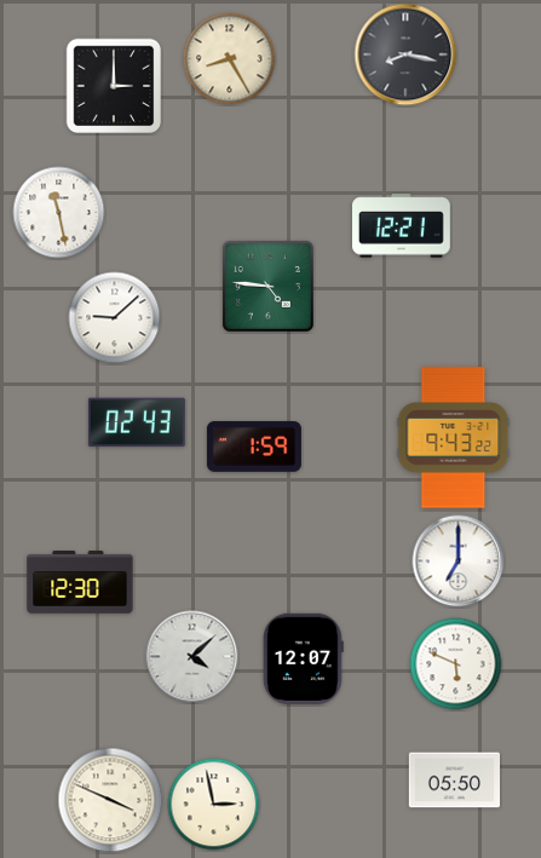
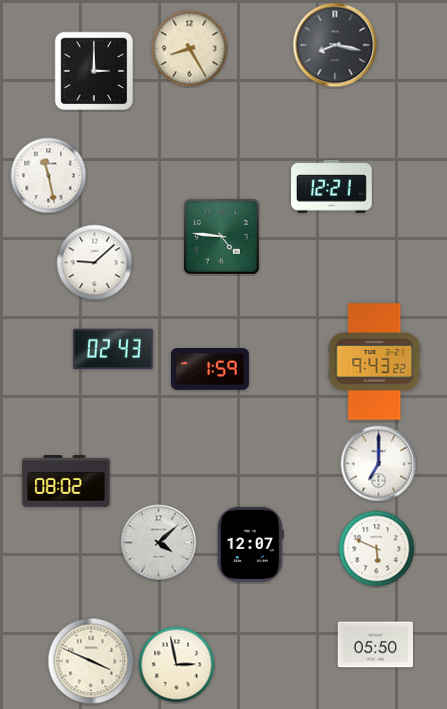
clock at (80, 582): 12:30 -> 08:02
